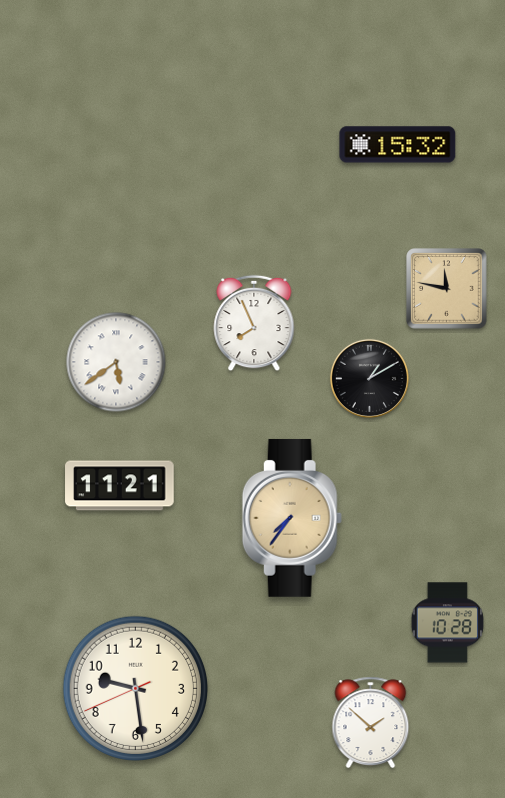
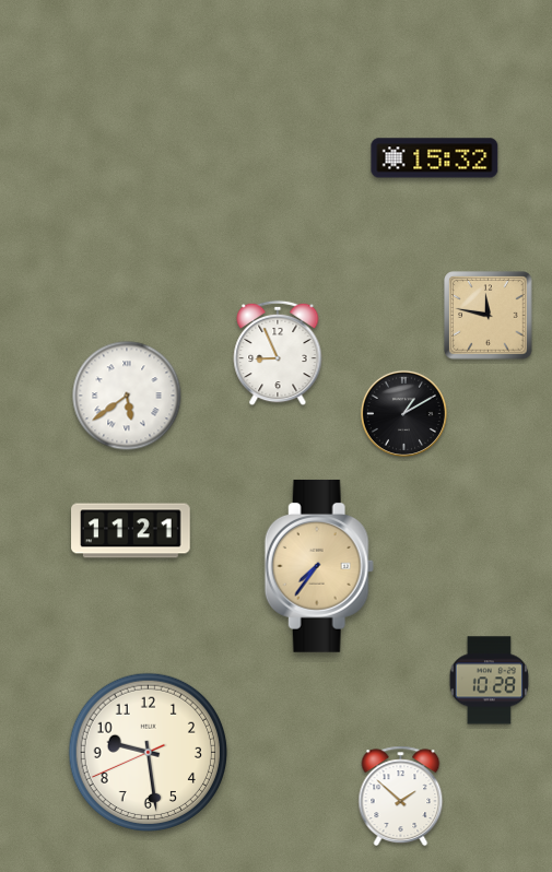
clock at (254, 323): 7:56 -> 8:56
clock at (371, 723) position: (371, 723) -> (401, 797)
